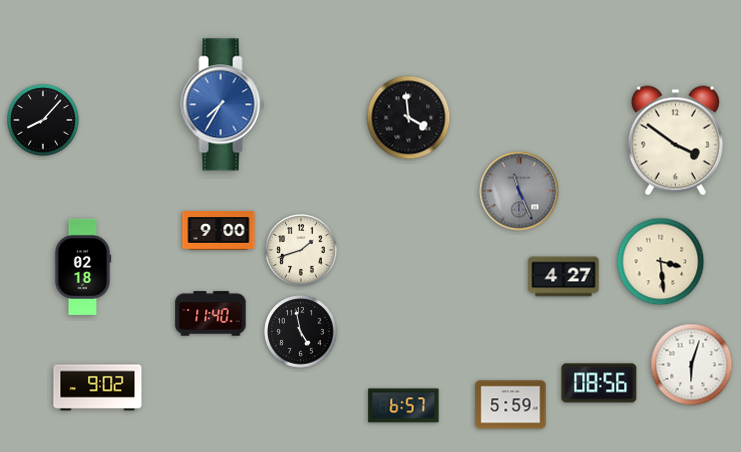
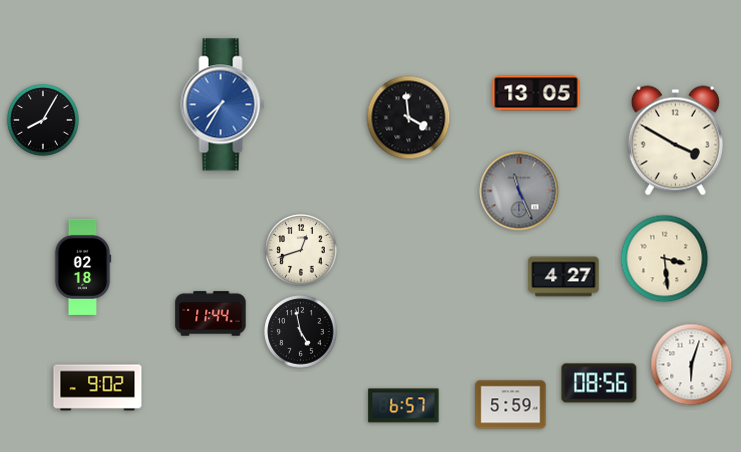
clock at (536, 93): none -> 13:05
clock at (43, 120): 8:07 -> 8:05
clock at (675, 141): 3:51 -> 3:50
clock at (219, 231): 9:00 -> none
clock at (301, 250): 1:42 -> 12:42
clock at (661, 262) position: (661, 262) -> (665, 259)
clock at (211, 314): 11:40 -> 11:44
